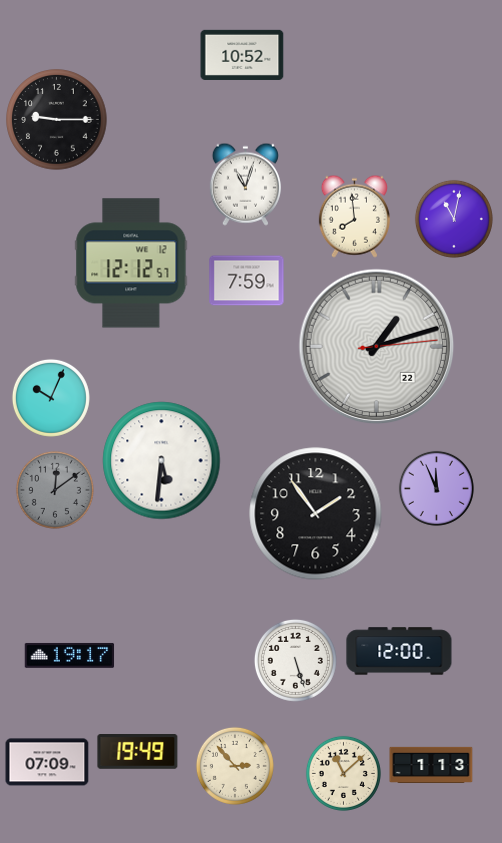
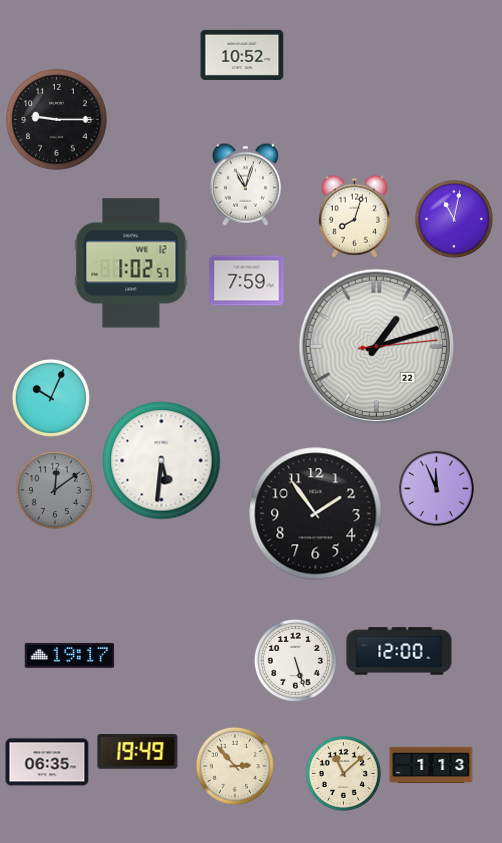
clock at (354, 216): 7:59 -> 8:03
clock at (131, 263): 12:12 -> 1:02
clock at (47, 762): 07:09 -> 06:35
